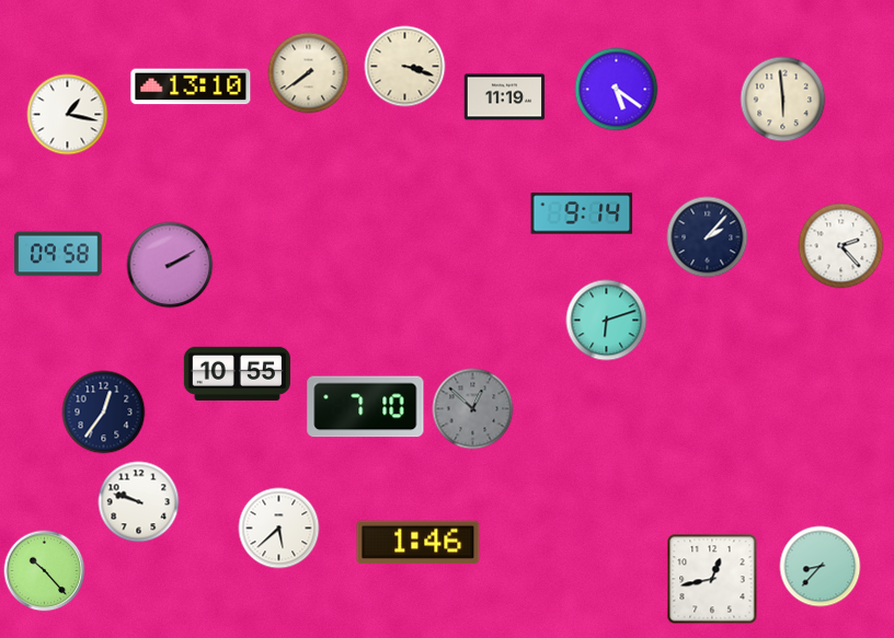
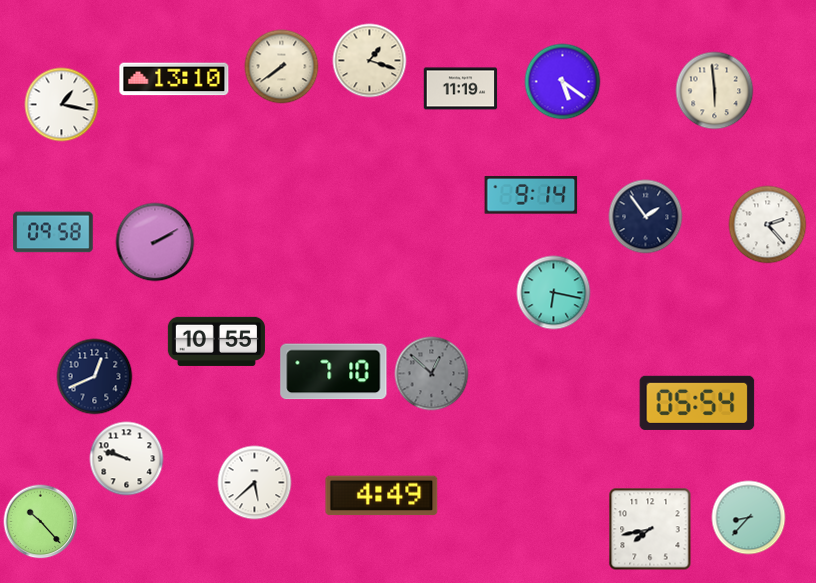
clock at (405, 67): 3:18 -> 1:18
clock at (708, 237): 2:07 -> 1:54
clock at (607, 321): 6:12 -> 6:17
clock at (104, 413): 12:36 -> 12:41
clock at (697, 403): none -> 05:54
clock at (419, 543): 1:46 -> 4:49
clock at (712, 579): 12:43 -> 7:43
